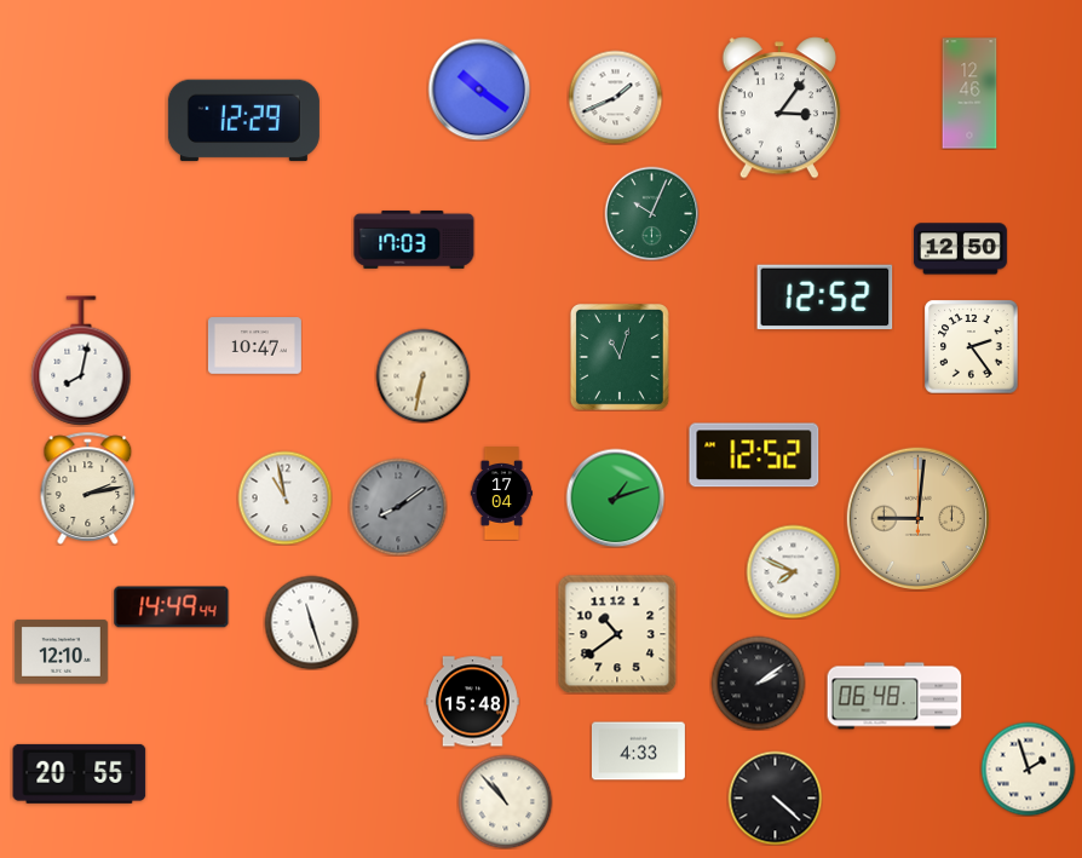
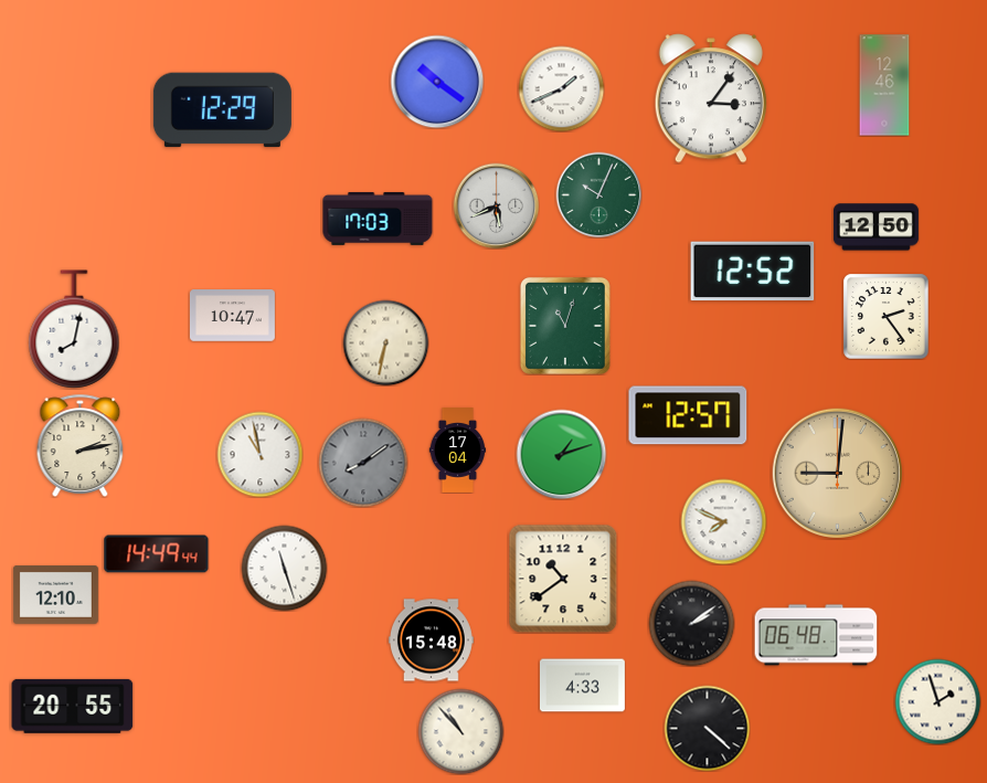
clock at (651, 213) position: (651, 213) -> (598, 194)
clock at (496, 205): none -> 5:41
clock at (754, 455): 12:52 -> 12:57
